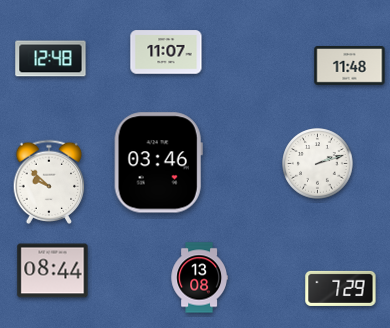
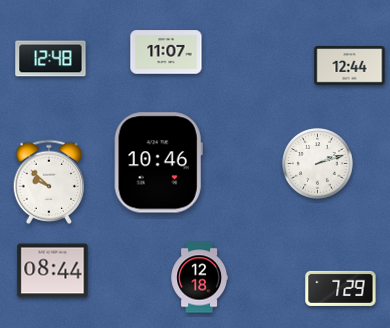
clock at (350, 66): 11:48 -> 12:44
clock at (158, 163): 03:46 -> 10:46
clock at (199, 278): 13:08 -> 12:18
